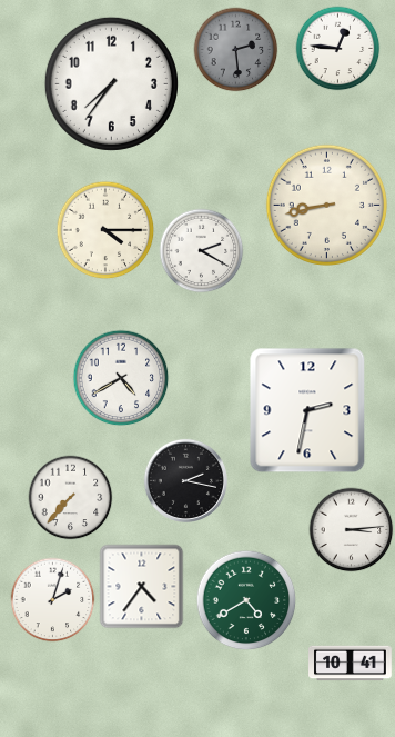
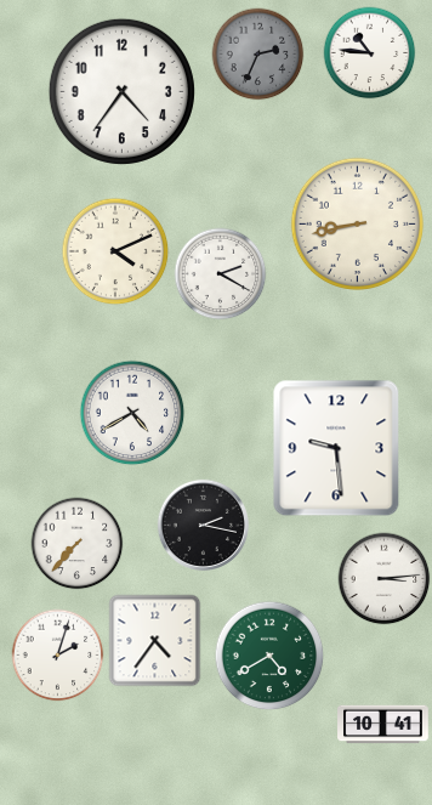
clock at (338, 49): 12:46 -> 10:46
clock at (236, 50): 2:29 -> 2:34
clock at (111, 83): 7:36 -> 4:36
clock at (105, 230): 4:15 -> 4:11
clock at (307, 410): 2:32 -> 9:29
